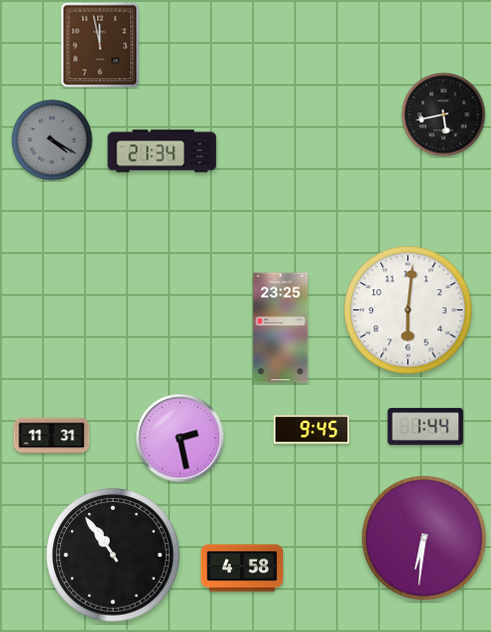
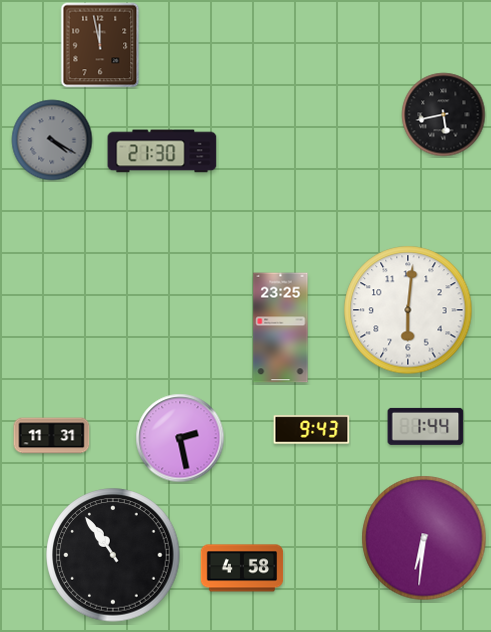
clock at (162, 151): 21:34 -> 21:30
clock at (312, 430): 9:45 -> 9:43
